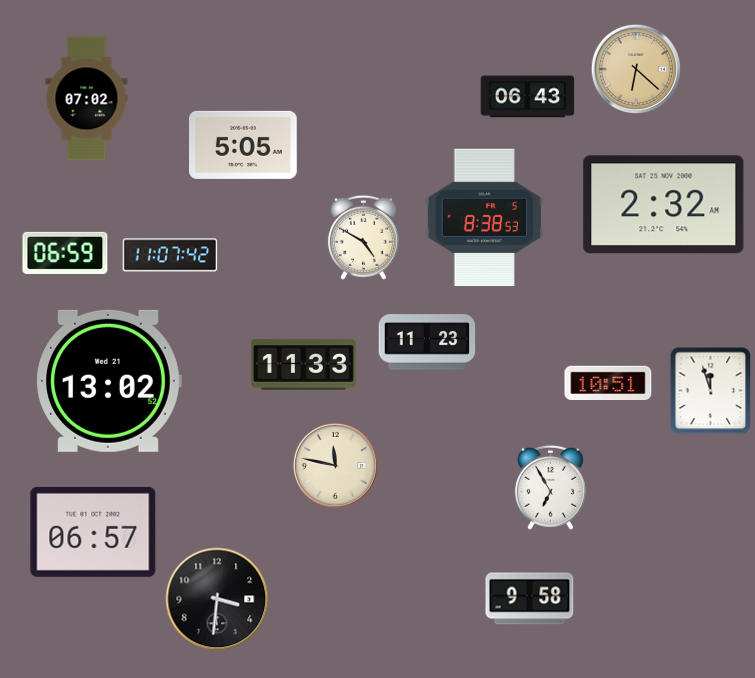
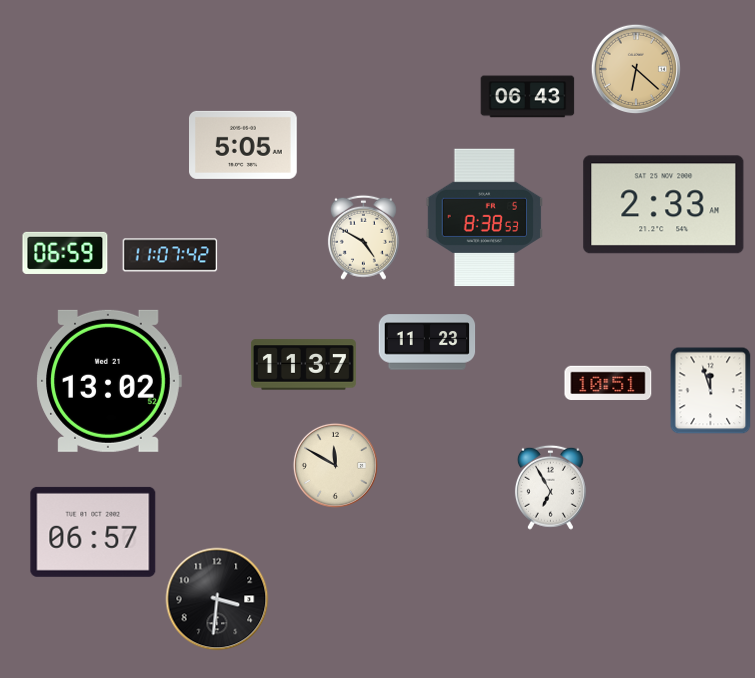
clock at (87, 99): 07:02 -> none
clock at (664, 205): 2:32 -> 2:33
clock at (303, 365): 11:33 -> 11:37
clock at (335, 465): 11:47 -> 11:50
clock at (530, 599): 9:58 -> none
